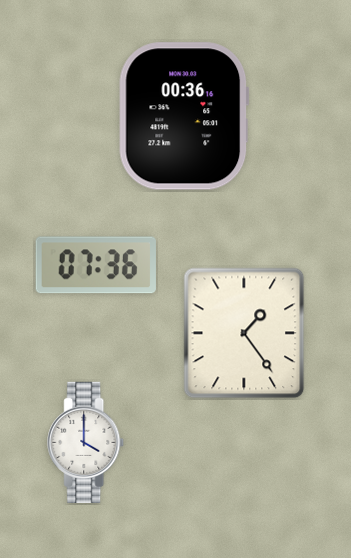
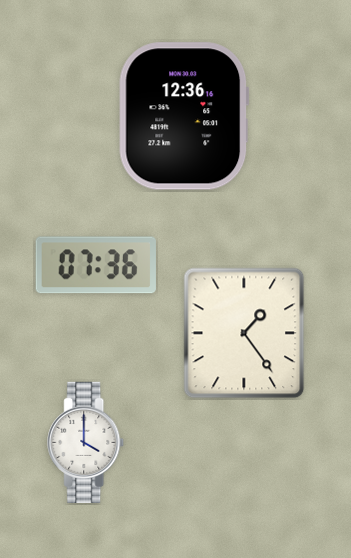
clock at (184, 116): 00:36 -> 12:36
